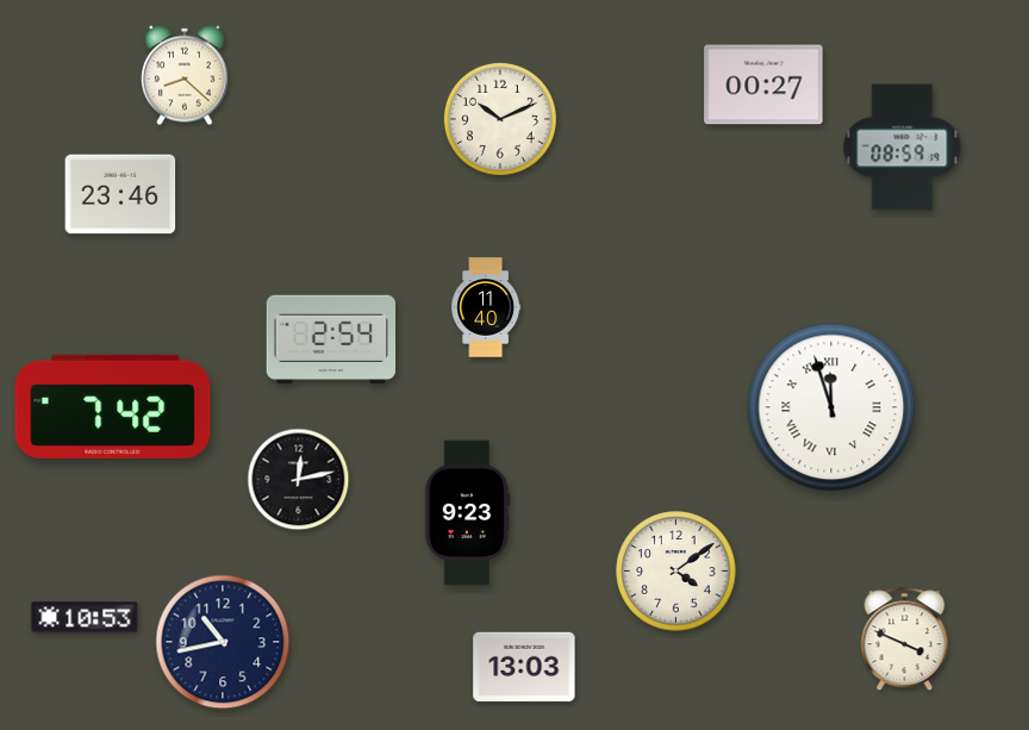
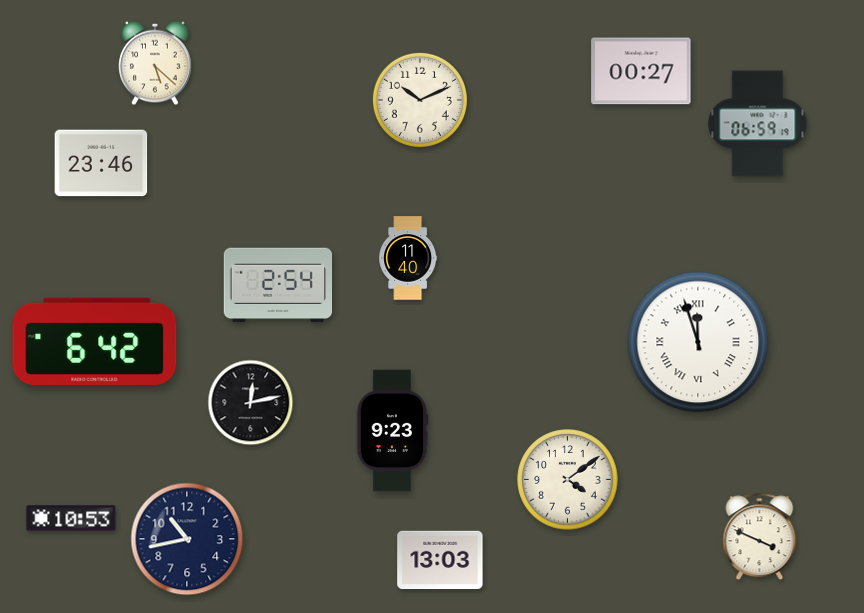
clock at (185, 75): 8:22 -> 5:22
clock at (903, 148): 08:59 -> 06:59
clock at (113, 406): 7:42 -> 6:42
